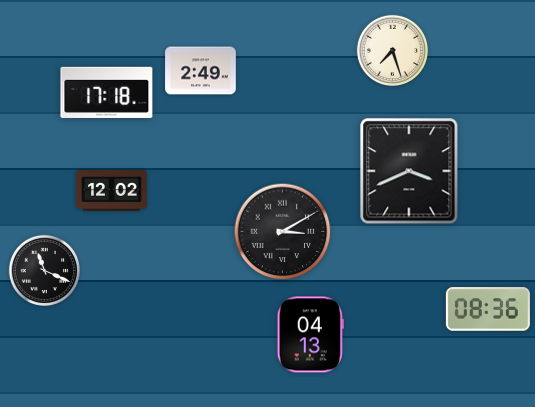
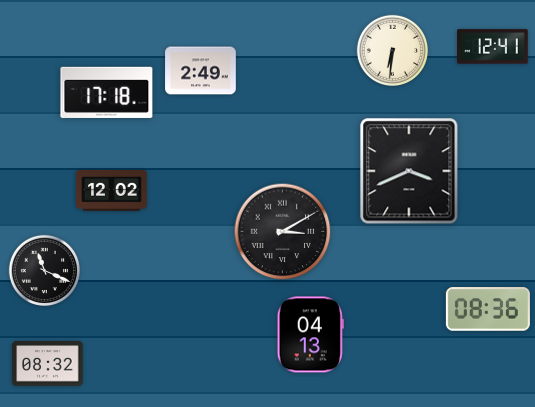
clock at (493, 47): none -> 12:41
clock at (392, 50): 7:27 -> 6:31
clock at (48, 364): none -> 08:32
